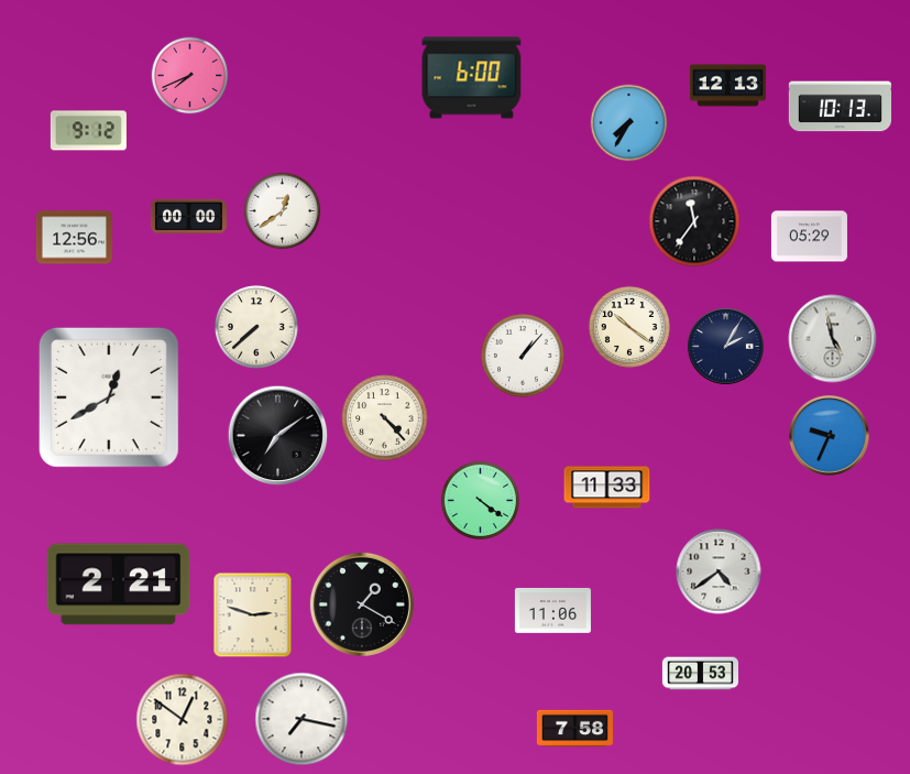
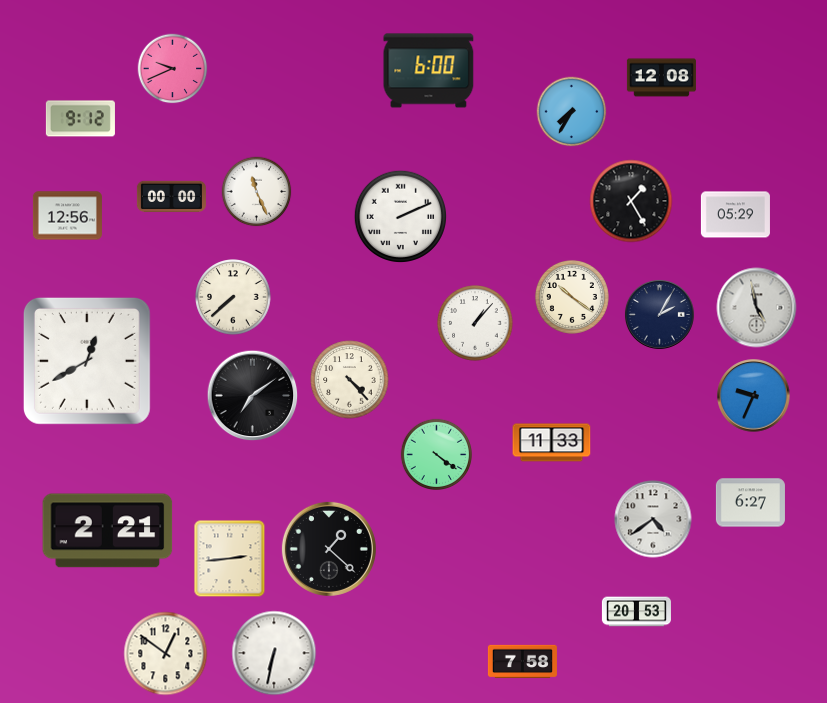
clock at (190, 76): 7:41 -> 9:41
clock at (727, 86): 12:13 -> 12:08
clock at (840, 107): 10:13 -> none
clock at (283, 211): 12:39 -> 11:26
clock at (694, 221): 11:36 -> 1:25
clock at (400, 216): none -> 2:11
clock at (109, 397) position: (109, 397) -> (87, 361)
clock at (750, 503): none -> 6:27
clock at (362, 604): 1:20 -> 1:22
clock at (552, 611): 11:06 -> none
clock at (253, 615): 2:48 -> 2:44
clock at (301, 719): 7:17 -> 6:32
